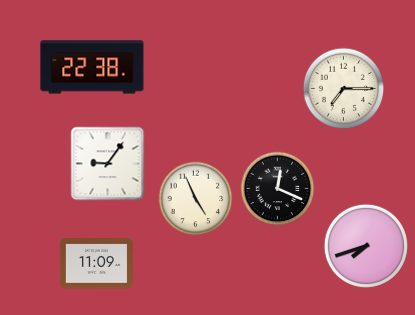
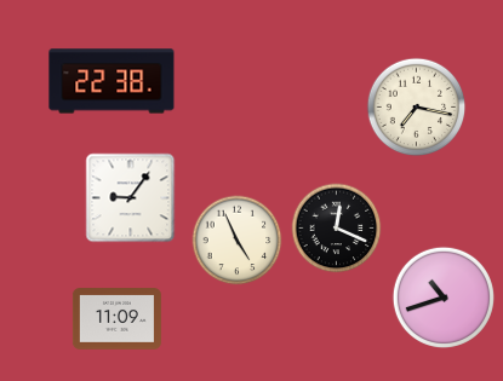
clock at (344, 89): 7:15 -> 7:17
clock at (365, 245): 7:42 -> 10:42
